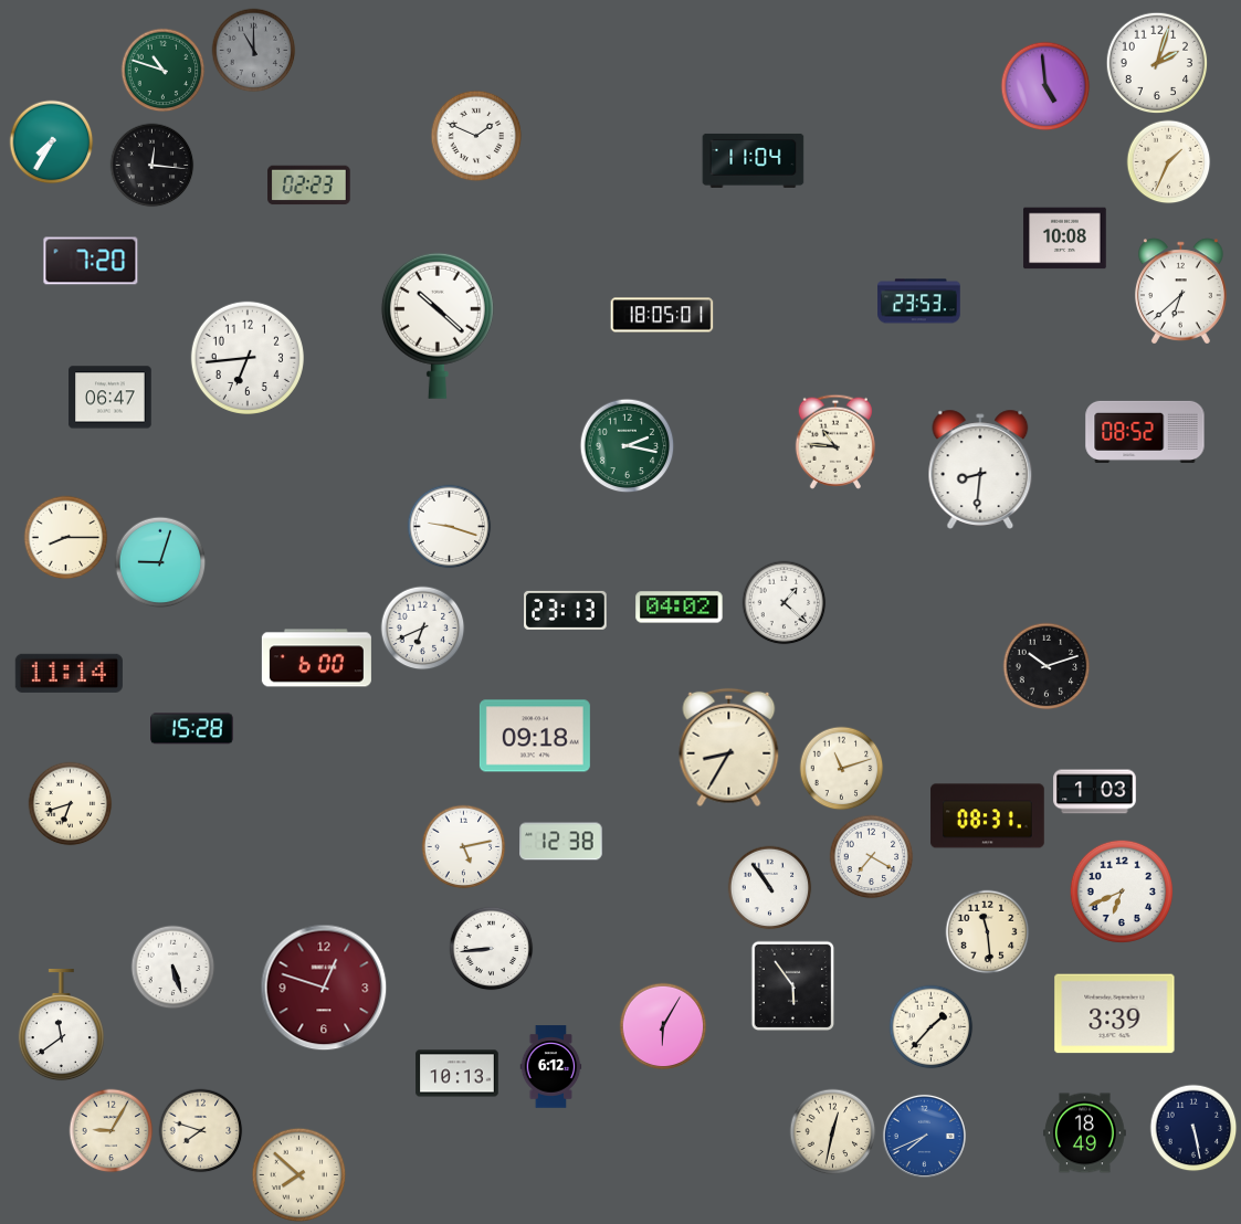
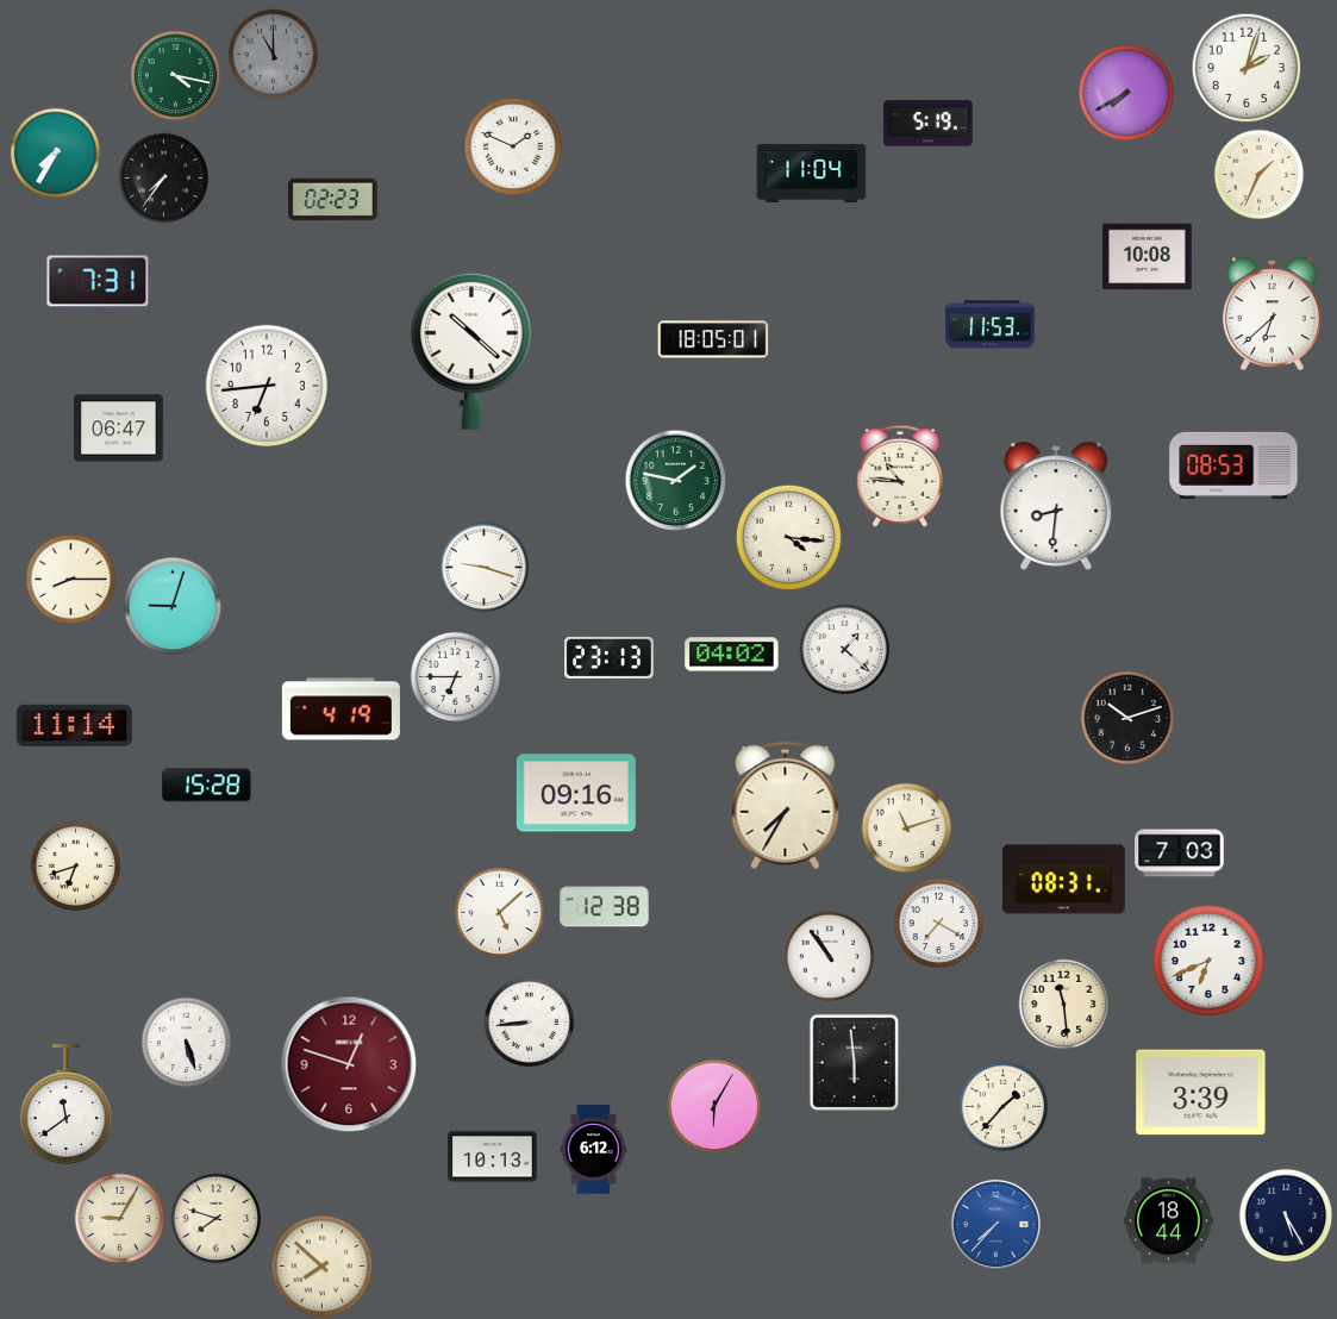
clock at (164, 71): 10:48 -> 4:17
clock at (1045, 86): 4:59 -> 7:40
clock at (929, 124): none -> 5:19
clock at (153, 166): 12:16 -> 7:36
clock at (91, 261): 7:20 -> 7:31
clock at (919, 302): 23:53 -> 11:53
clock at (1145, 432): 08:52 -> 08:53
clock at (628, 446): 2:17 -> 1:47
clock at (789, 538): none -> 4:16
clock at (423, 629): 6:41 -> 6:45
clock at (316, 658): 6:00 -> 4:19
clock at (535, 736): 09:18 -> 09:16
clock at (729, 748): 8:35 -> 7:35
clock at (1095, 792): 1:03 -> 7:03
clock at (464, 847): 5:13 -> 5:08
clock at (793, 986): 5:54 -> 5:59
clock at (1193, 1128): 5:28 -> 5:25
clock at (833, 1132): 12:32 -> none
clock at (1085, 1133): 18:49 -> 18:44
clock at (924, 1136): 7:41 -> 7:37
